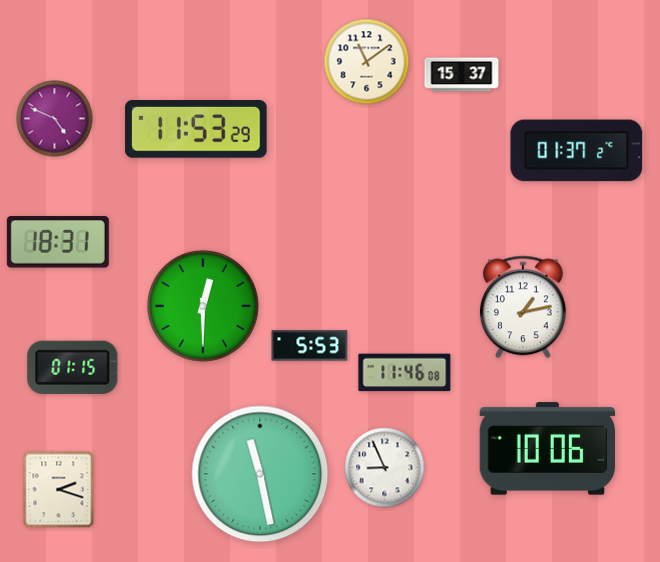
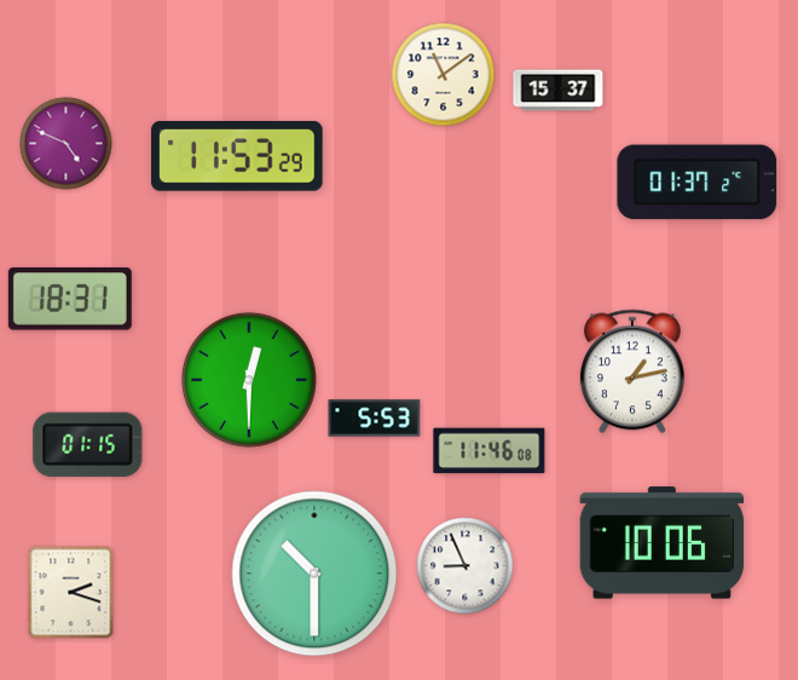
clock at (58, 242) position: (58, 242) -> (70, 299)
clock at (203, 306) position: (203, 306) -> (249, 380)
clock at (260, 474): 11:28 -> 10:30
